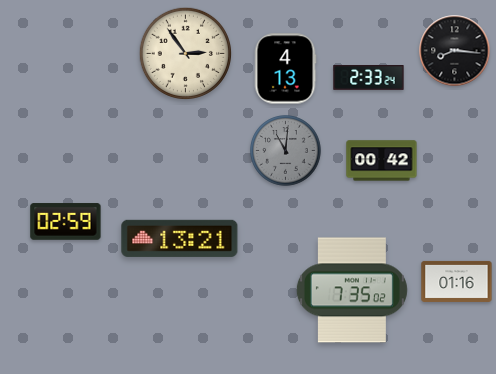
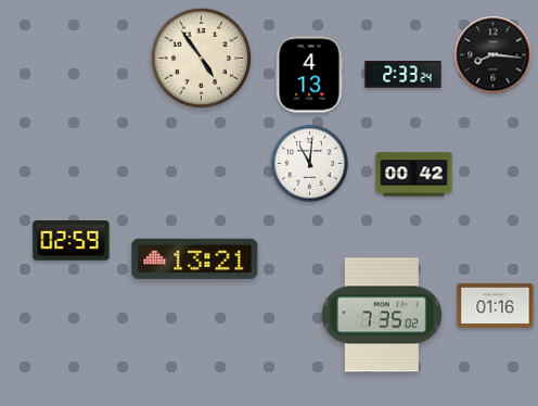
clock at (185, 53): 2:54 -> 4:54
clock at (369, 78) position: (369, 78) -> (403, 75)
clock at (286, 151) dial: grey -> white
